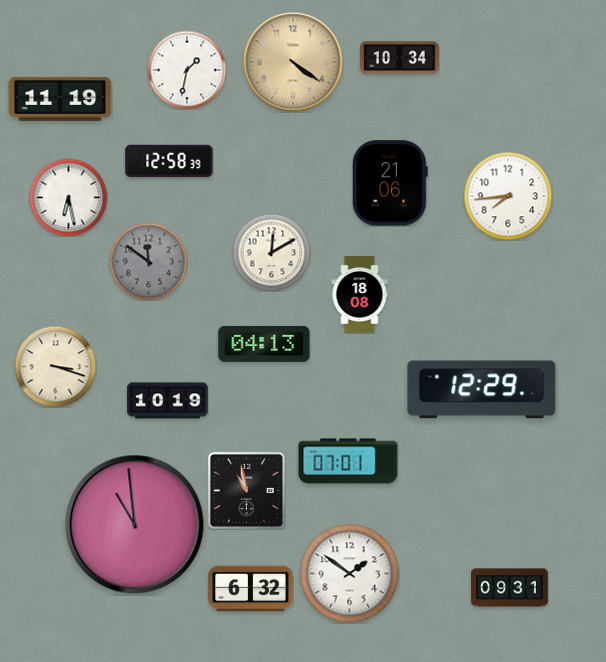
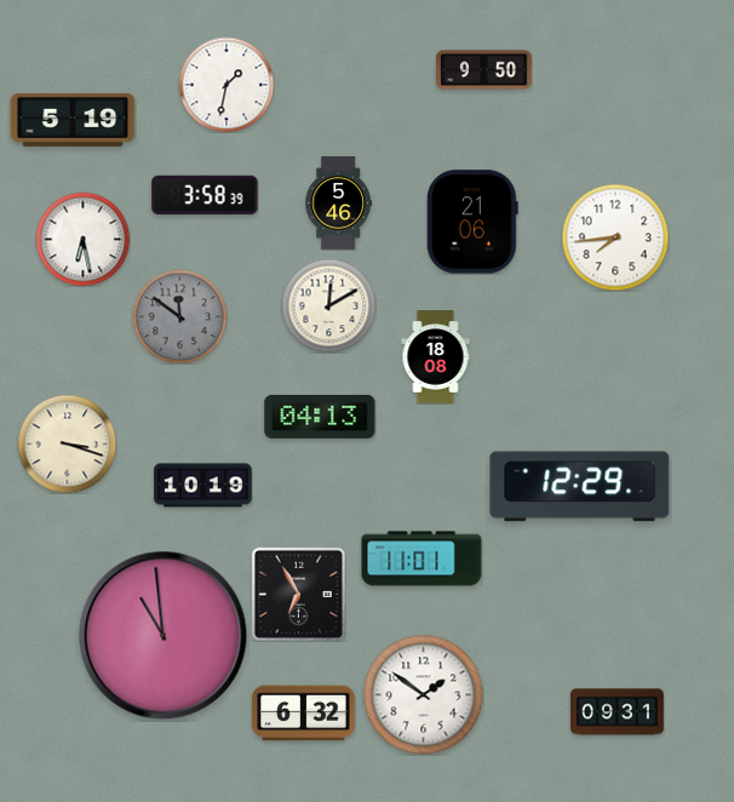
clock at (400, 58): 10:34 -> 9:50
clock at (293, 62): 4:21 -> none
clock at (60, 99): 11:19 -> 5:19
clock at (169, 161): 12:58 -> 3:58
clock at (338, 204): none -> 5:46
clock at (482, 390) position: (482, 390) -> (580, 487)
clock at (348, 461): 07:01 -> 11:01
clock at (246, 490): 10:58 -> 6:55
